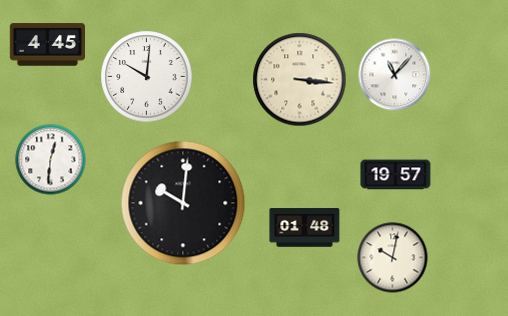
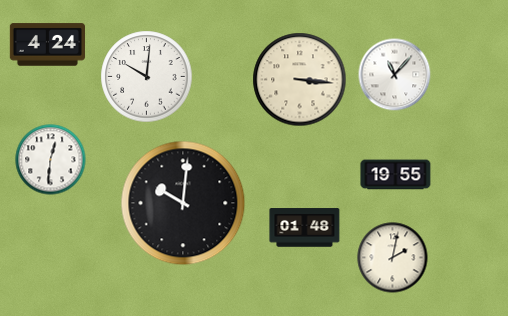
clock at (47, 45): 4:45 -> 4:24
clock at (396, 175): 19:57 -> 19:55
clock at (393, 258): 10:02 -> 2:02
